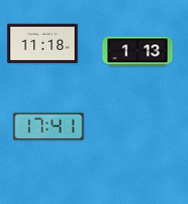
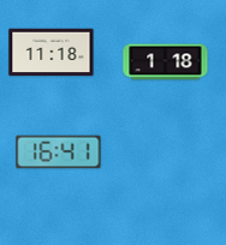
clock at (138, 52): 1:13 -> 1:18
clock at (49, 127): 17:41 -> 16:41
